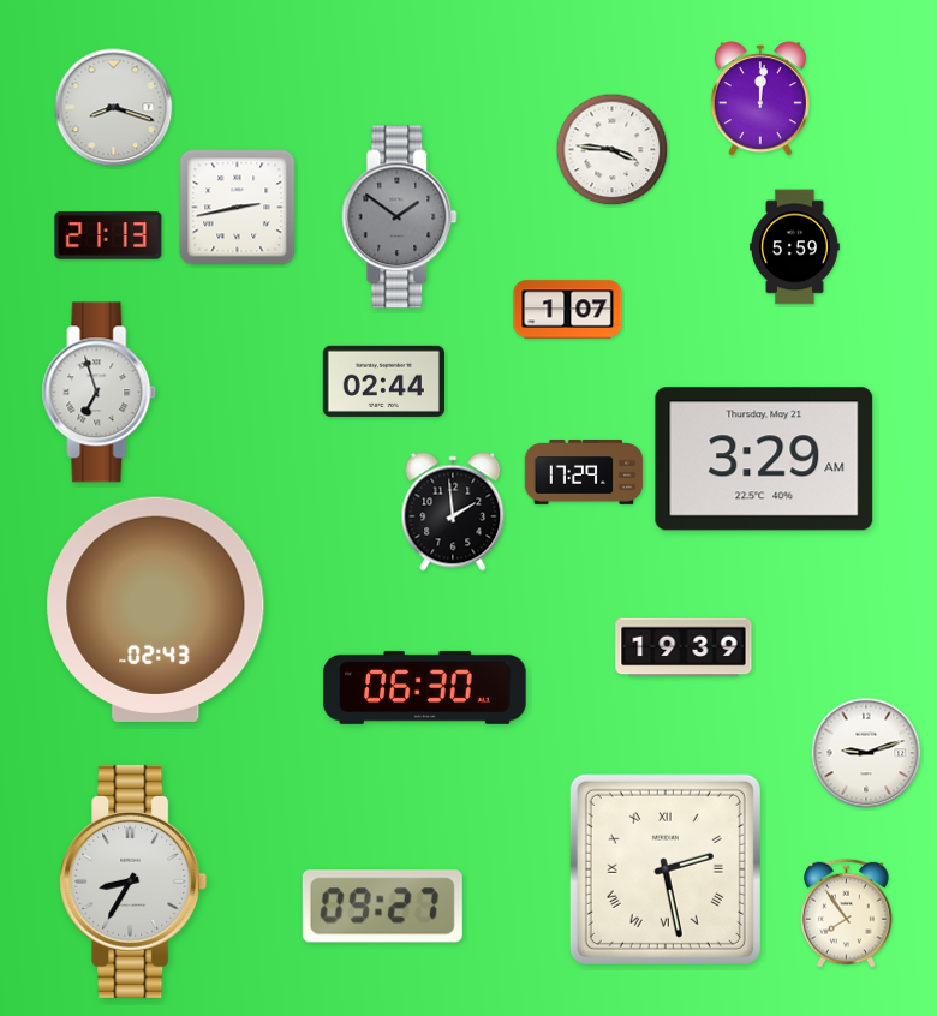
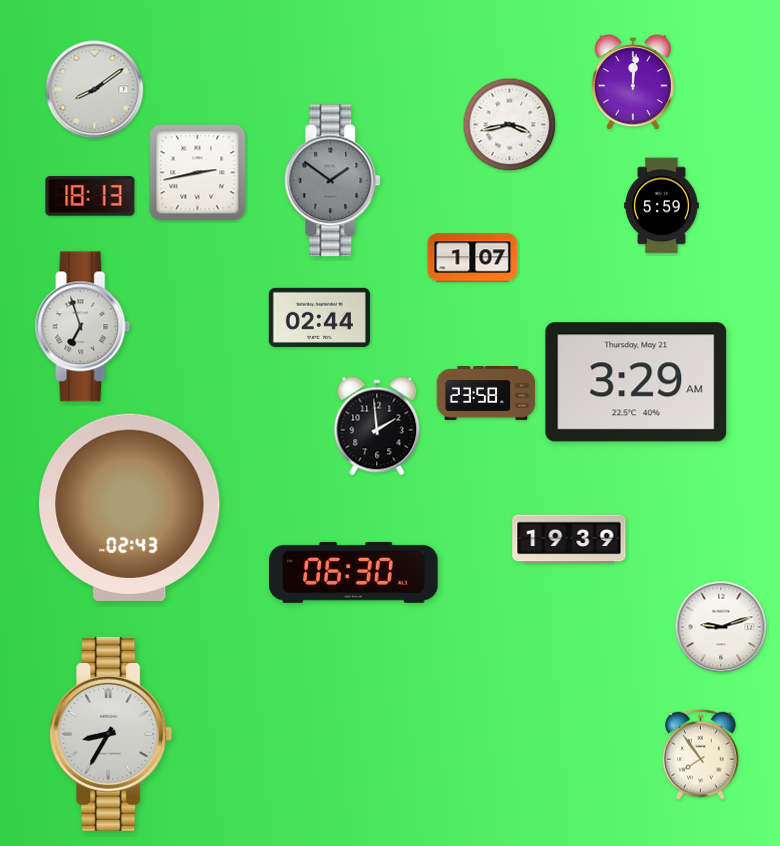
clock at (114, 108): 8:18 -> 8:09
clock at (613, 150): 3:46 -> 3:43
clock at (108, 235): 21:13 -> 18:13
clock at (584, 473): 17:29 -> 23:58
clock at (666, 869): 2:28 -> none
clock at (382, 907): 09:27 -> none
clock at (847, 913) position: (847, 913) -> (701, 754)
